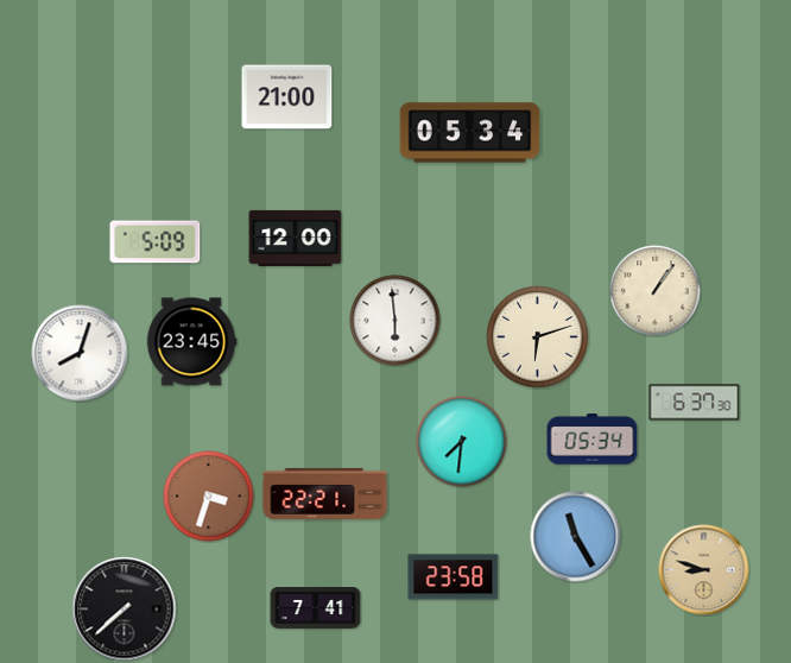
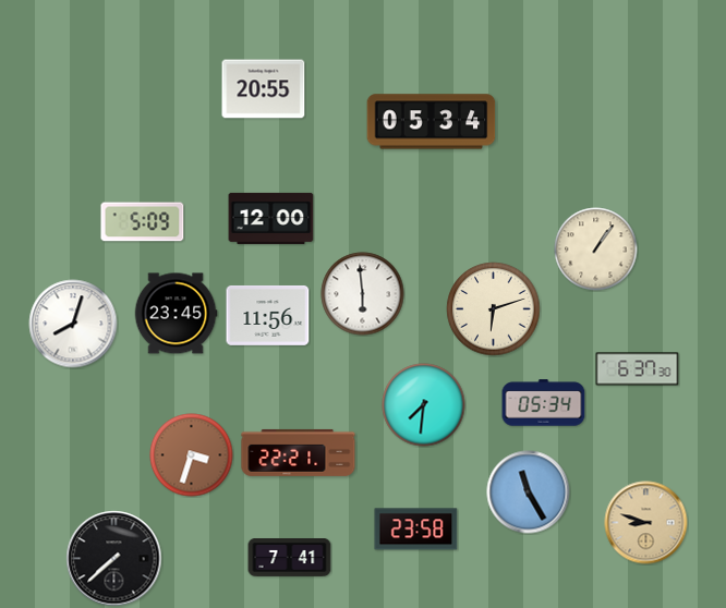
clock at (287, 97): 21:00 -> 20:55
clock at (656, 291) position: (656, 291) -> (596, 250)
clock at (268, 315): none -> 11:56
